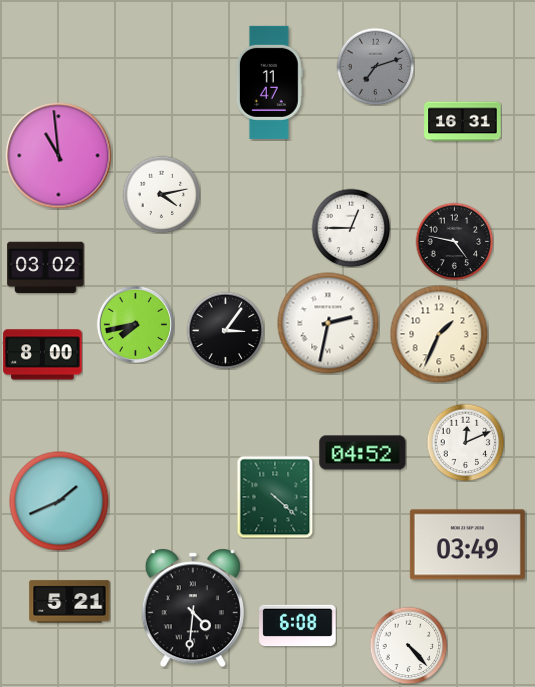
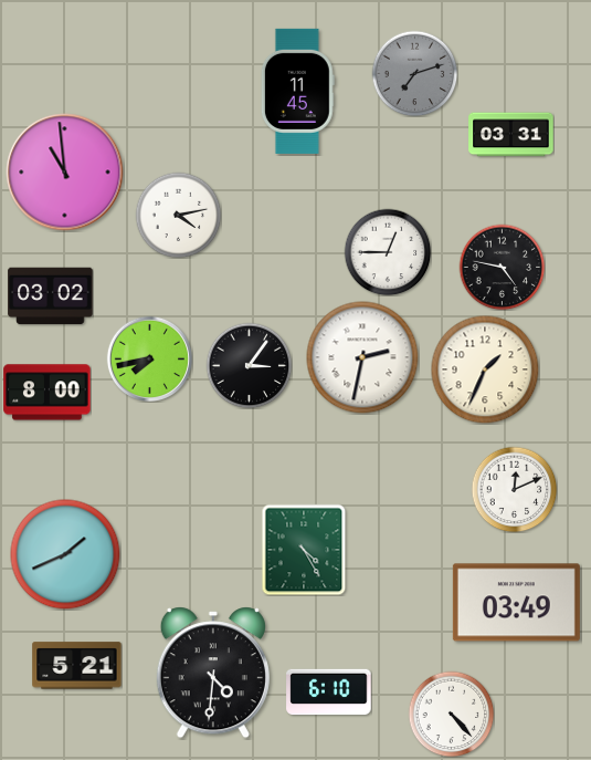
clock at (269, 82): 11:47 -> 11:45
clock at (463, 122): 16:31 -> 03:31
clock at (363, 453): 04:52 -> none
clock at (275, 497): 4:22 -> 4:25
clock at (298, 626): 6:08 -> 6:10
